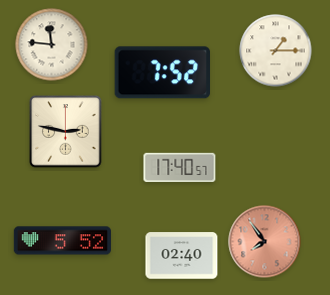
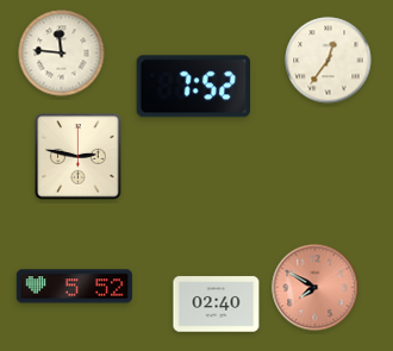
clock at (276, 51): 1:15 -> 12:36
clock at (180, 168): 17:40 -> none
clock at (265, 242): 7:54 -> 7:50
